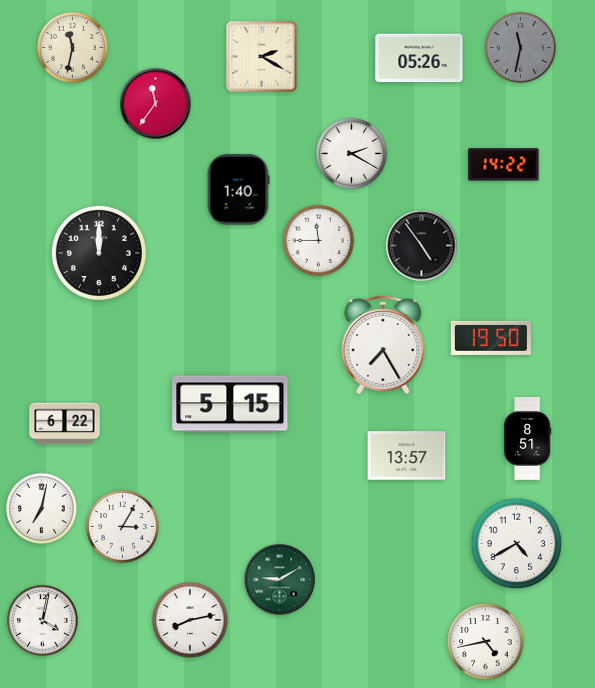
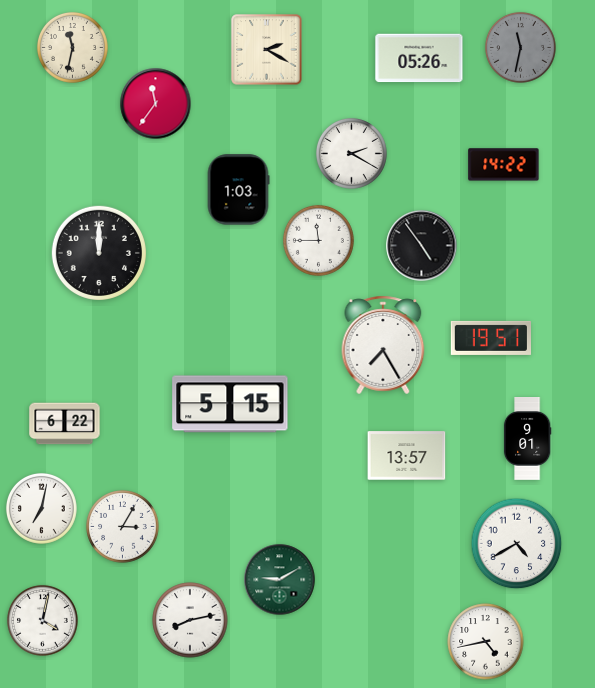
clock at (262, 57) position: (262, 57) -> (267, 50)
clock at (238, 190): 1:40 -> 1:03
clock at (490, 338): 19:50 -> 19:51
clock at (527, 439): 8:51 -> 9:01
